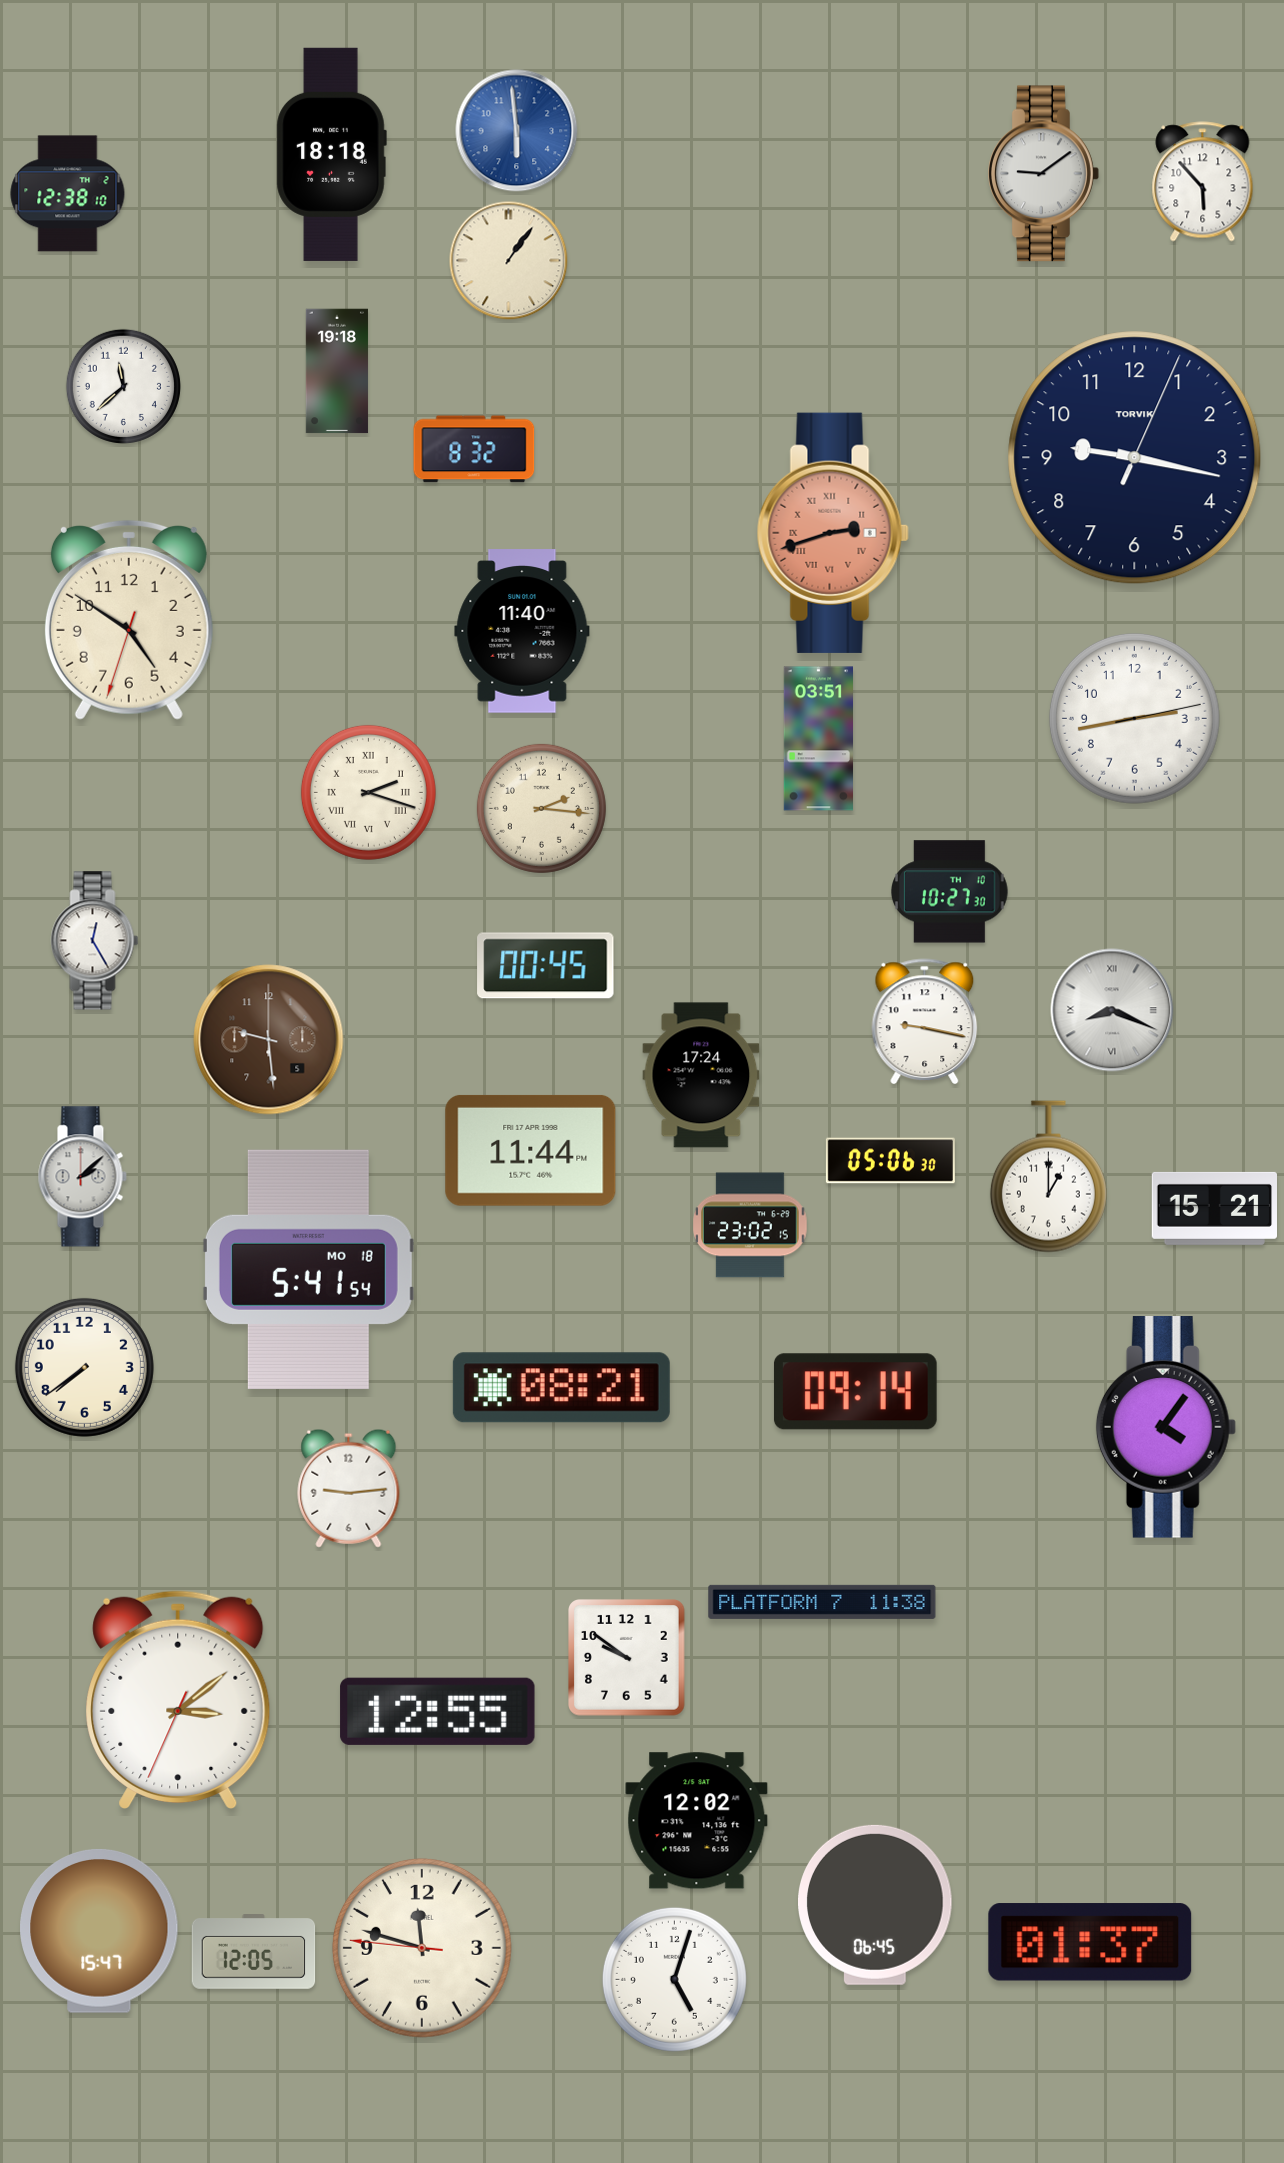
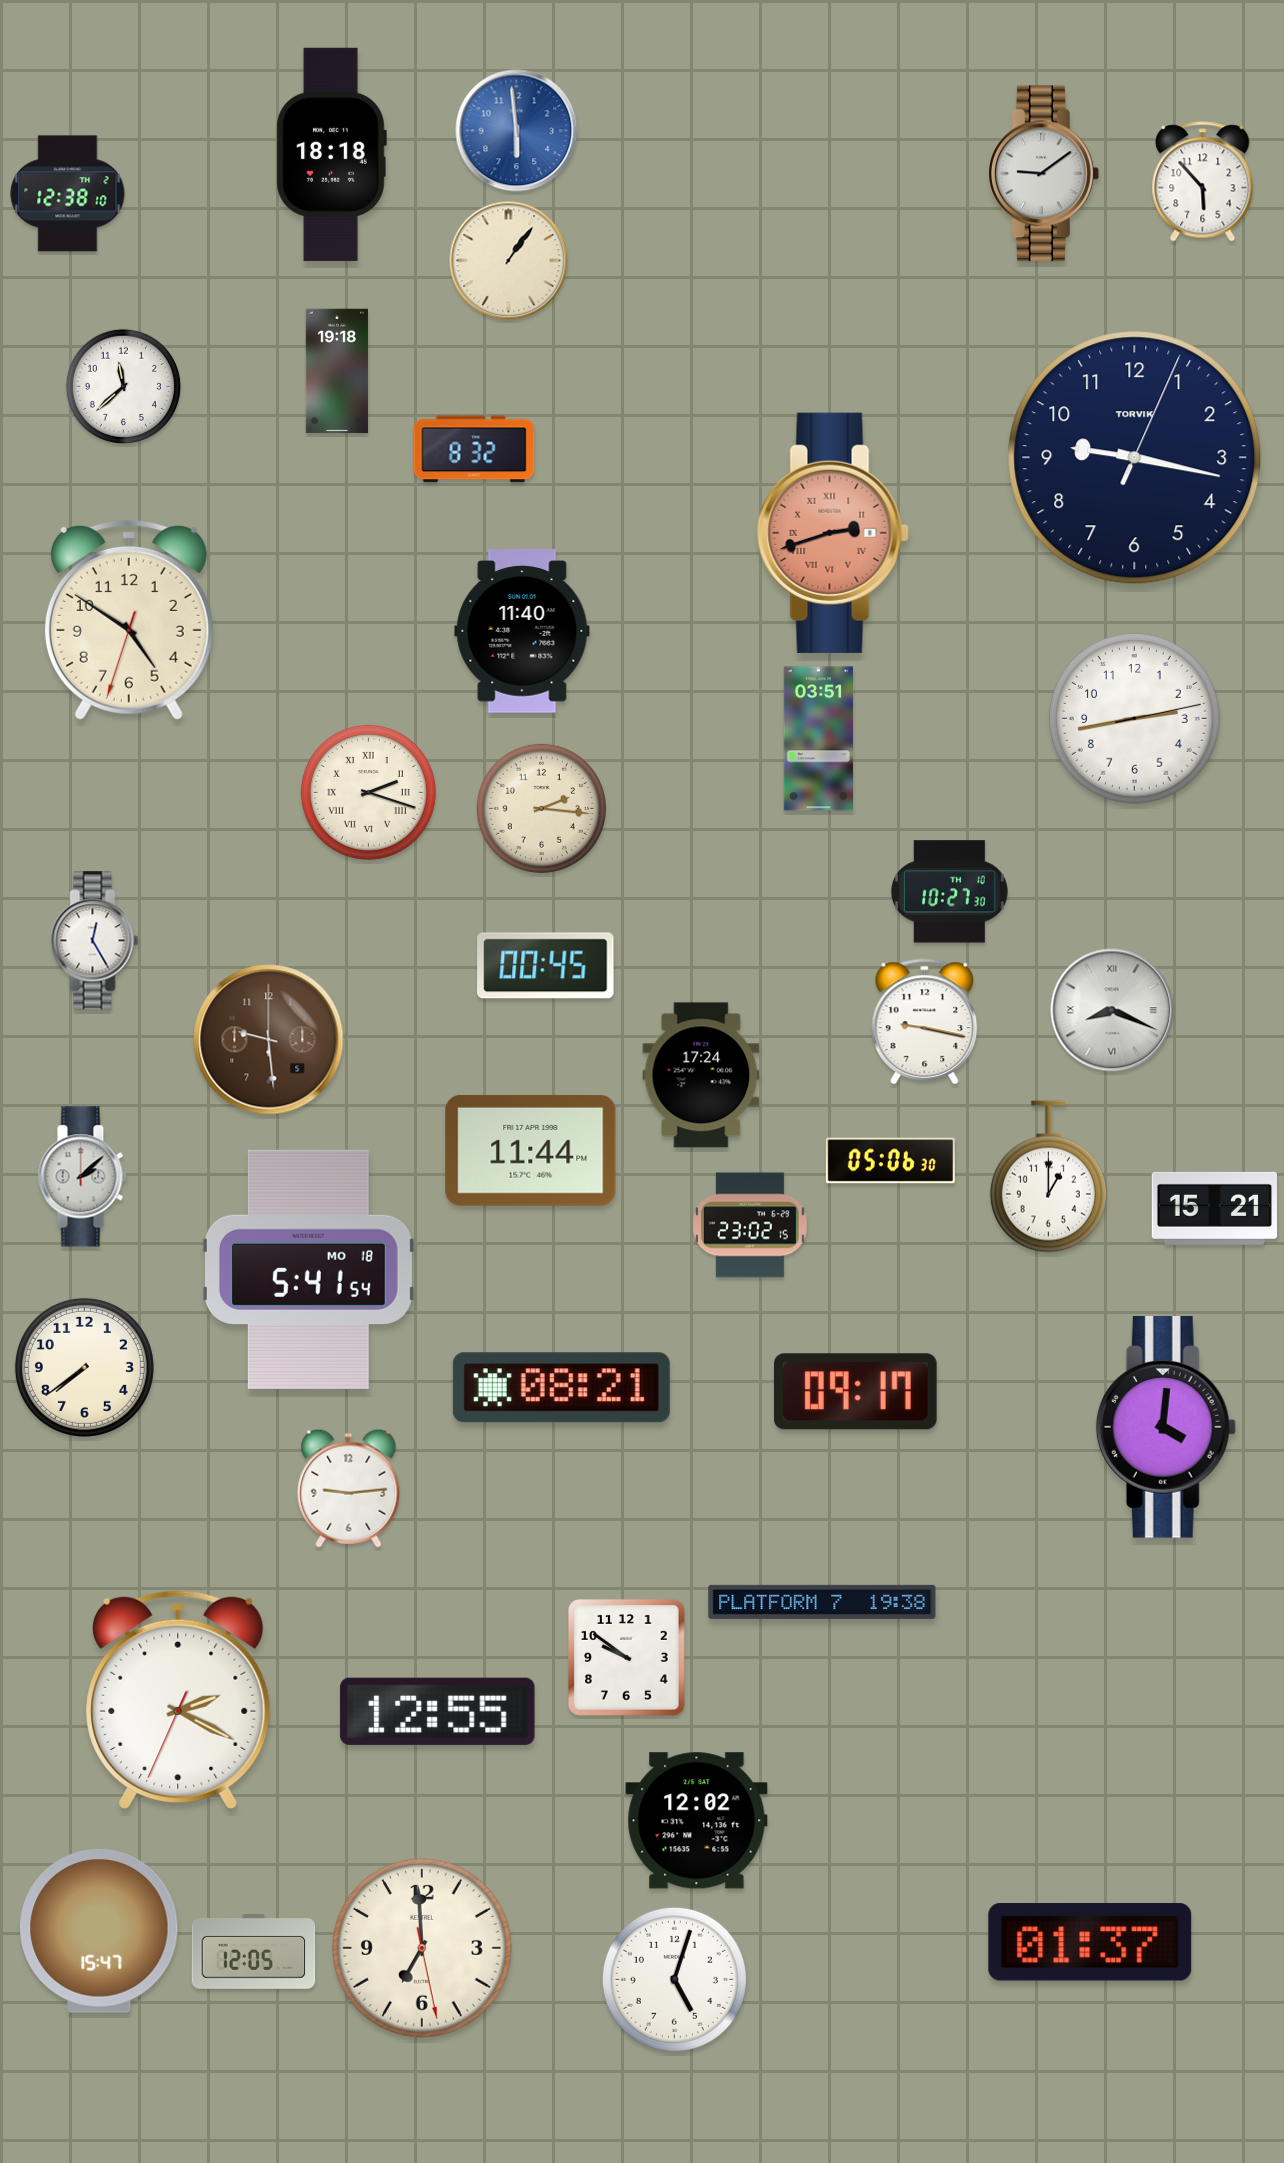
clock at (855, 1392): 09:14 -> 09:17
clock at (1166, 1428): 4:06 -> 4:01
clock at (822, 1602): 11:38 -> 19:38
clock at (178, 1699): 3:08 -> 2:19
clock at (875, 1905): 06:45 -> none
clock at (422, 1948): 11:47 -> 6:59
